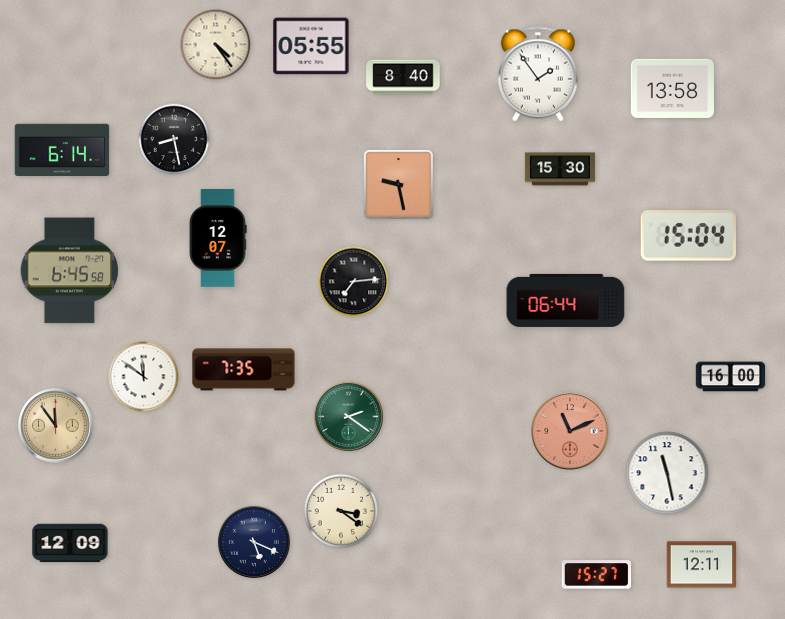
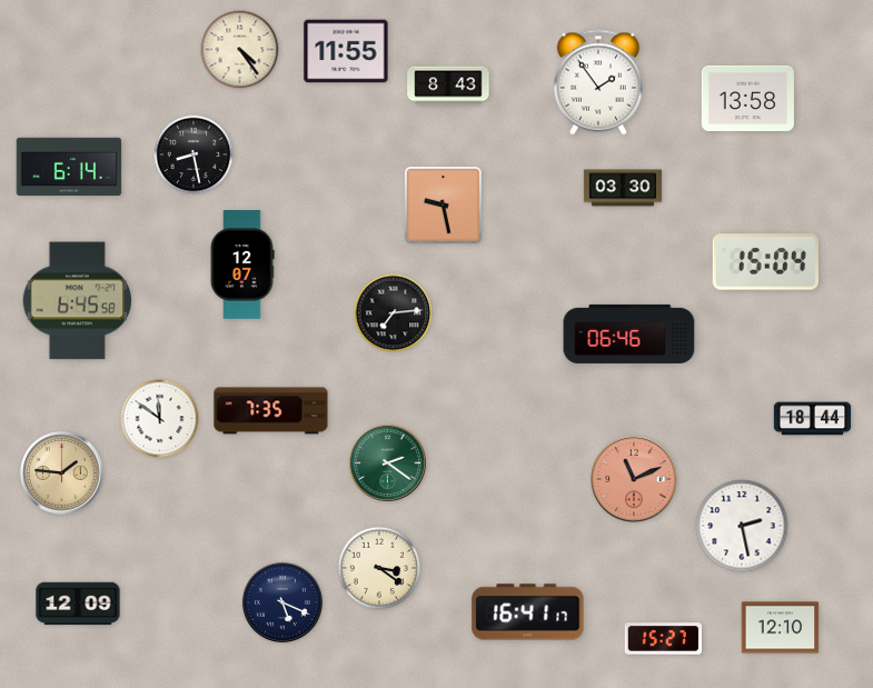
clock at (311, 46): 05:55 -> 11:55
clock at (403, 77): 8:40 -> 8:43
clock at (560, 169): 15:30 -> 03:30
clock at (566, 300): 06:44 -> 06:46
clock at (731, 377): 16:00 -> 18:44
clock at (56, 426): 11:54 -> 1:46
clock at (667, 473): 11:28 -> 2:28
clock at (528, 612): none -> 16:41
clock at (702, 565): 12:11 -> 12:10
